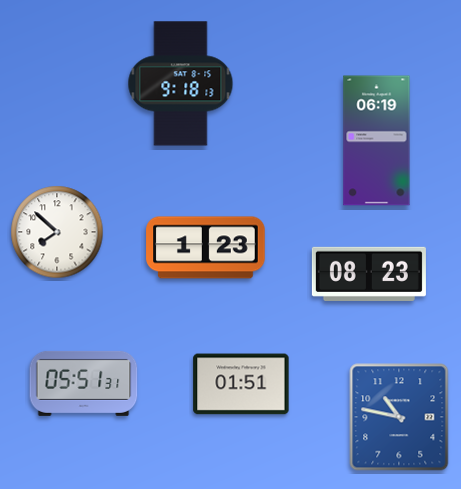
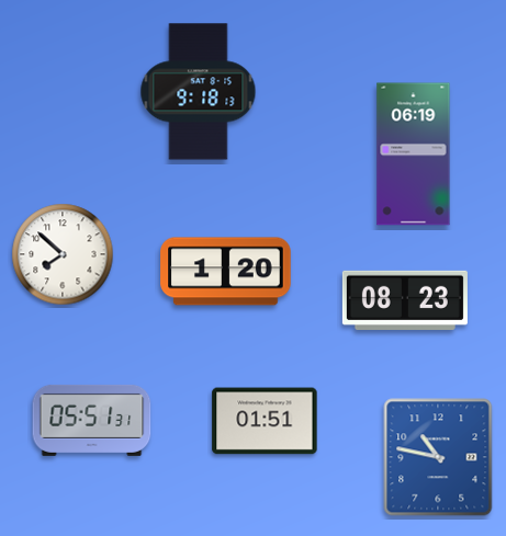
clock at (206, 248): 1:23 -> 1:20
